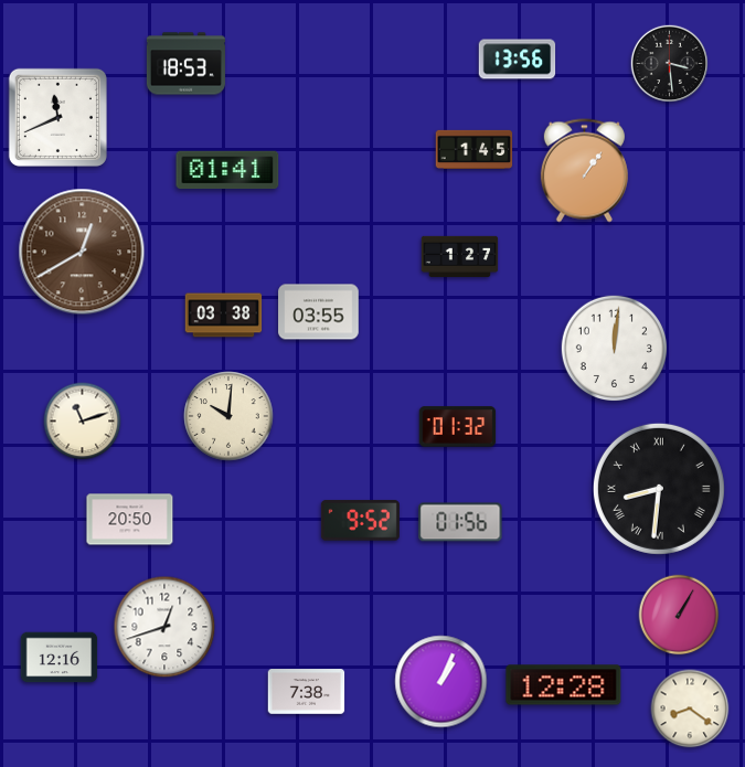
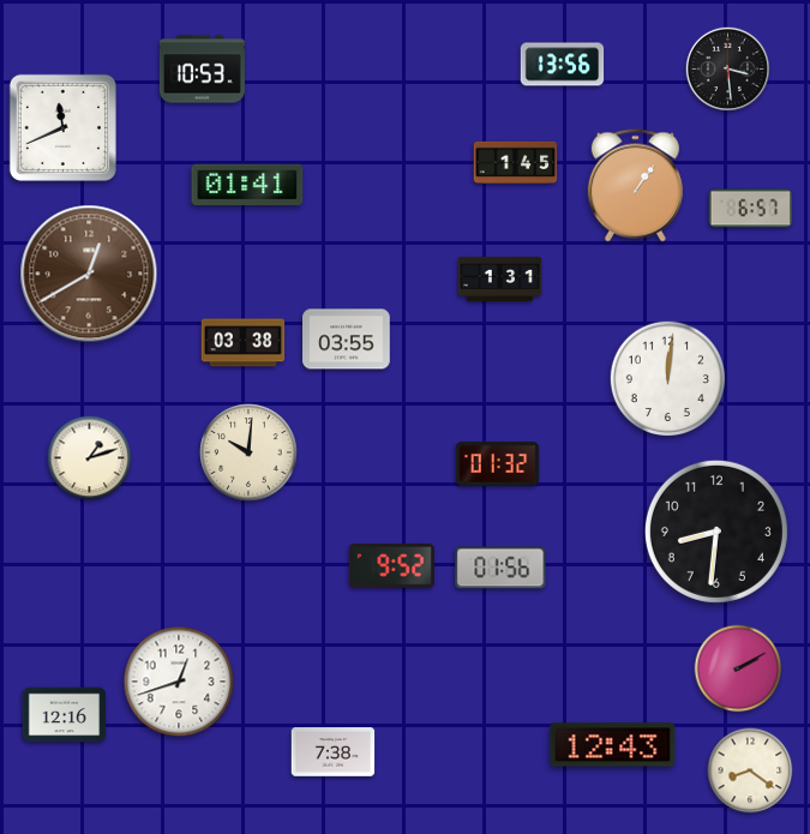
clock at (185, 64): 18:53 -> 10:53
clock at (751, 209): none -> 6:57
clock at (460, 256): 1:27 -> 1:31
clock at (83, 422): 11:12 -> 1:12
clock at (659, 489) numerals: Roman -> Arabic
clock at (130, 520): 20:50 -> none
clock at (679, 615): 1:05 -> 2:10
clock at (441, 682): 1:04 -> none
clock at (564, 685): 12:28 -> 12:43
